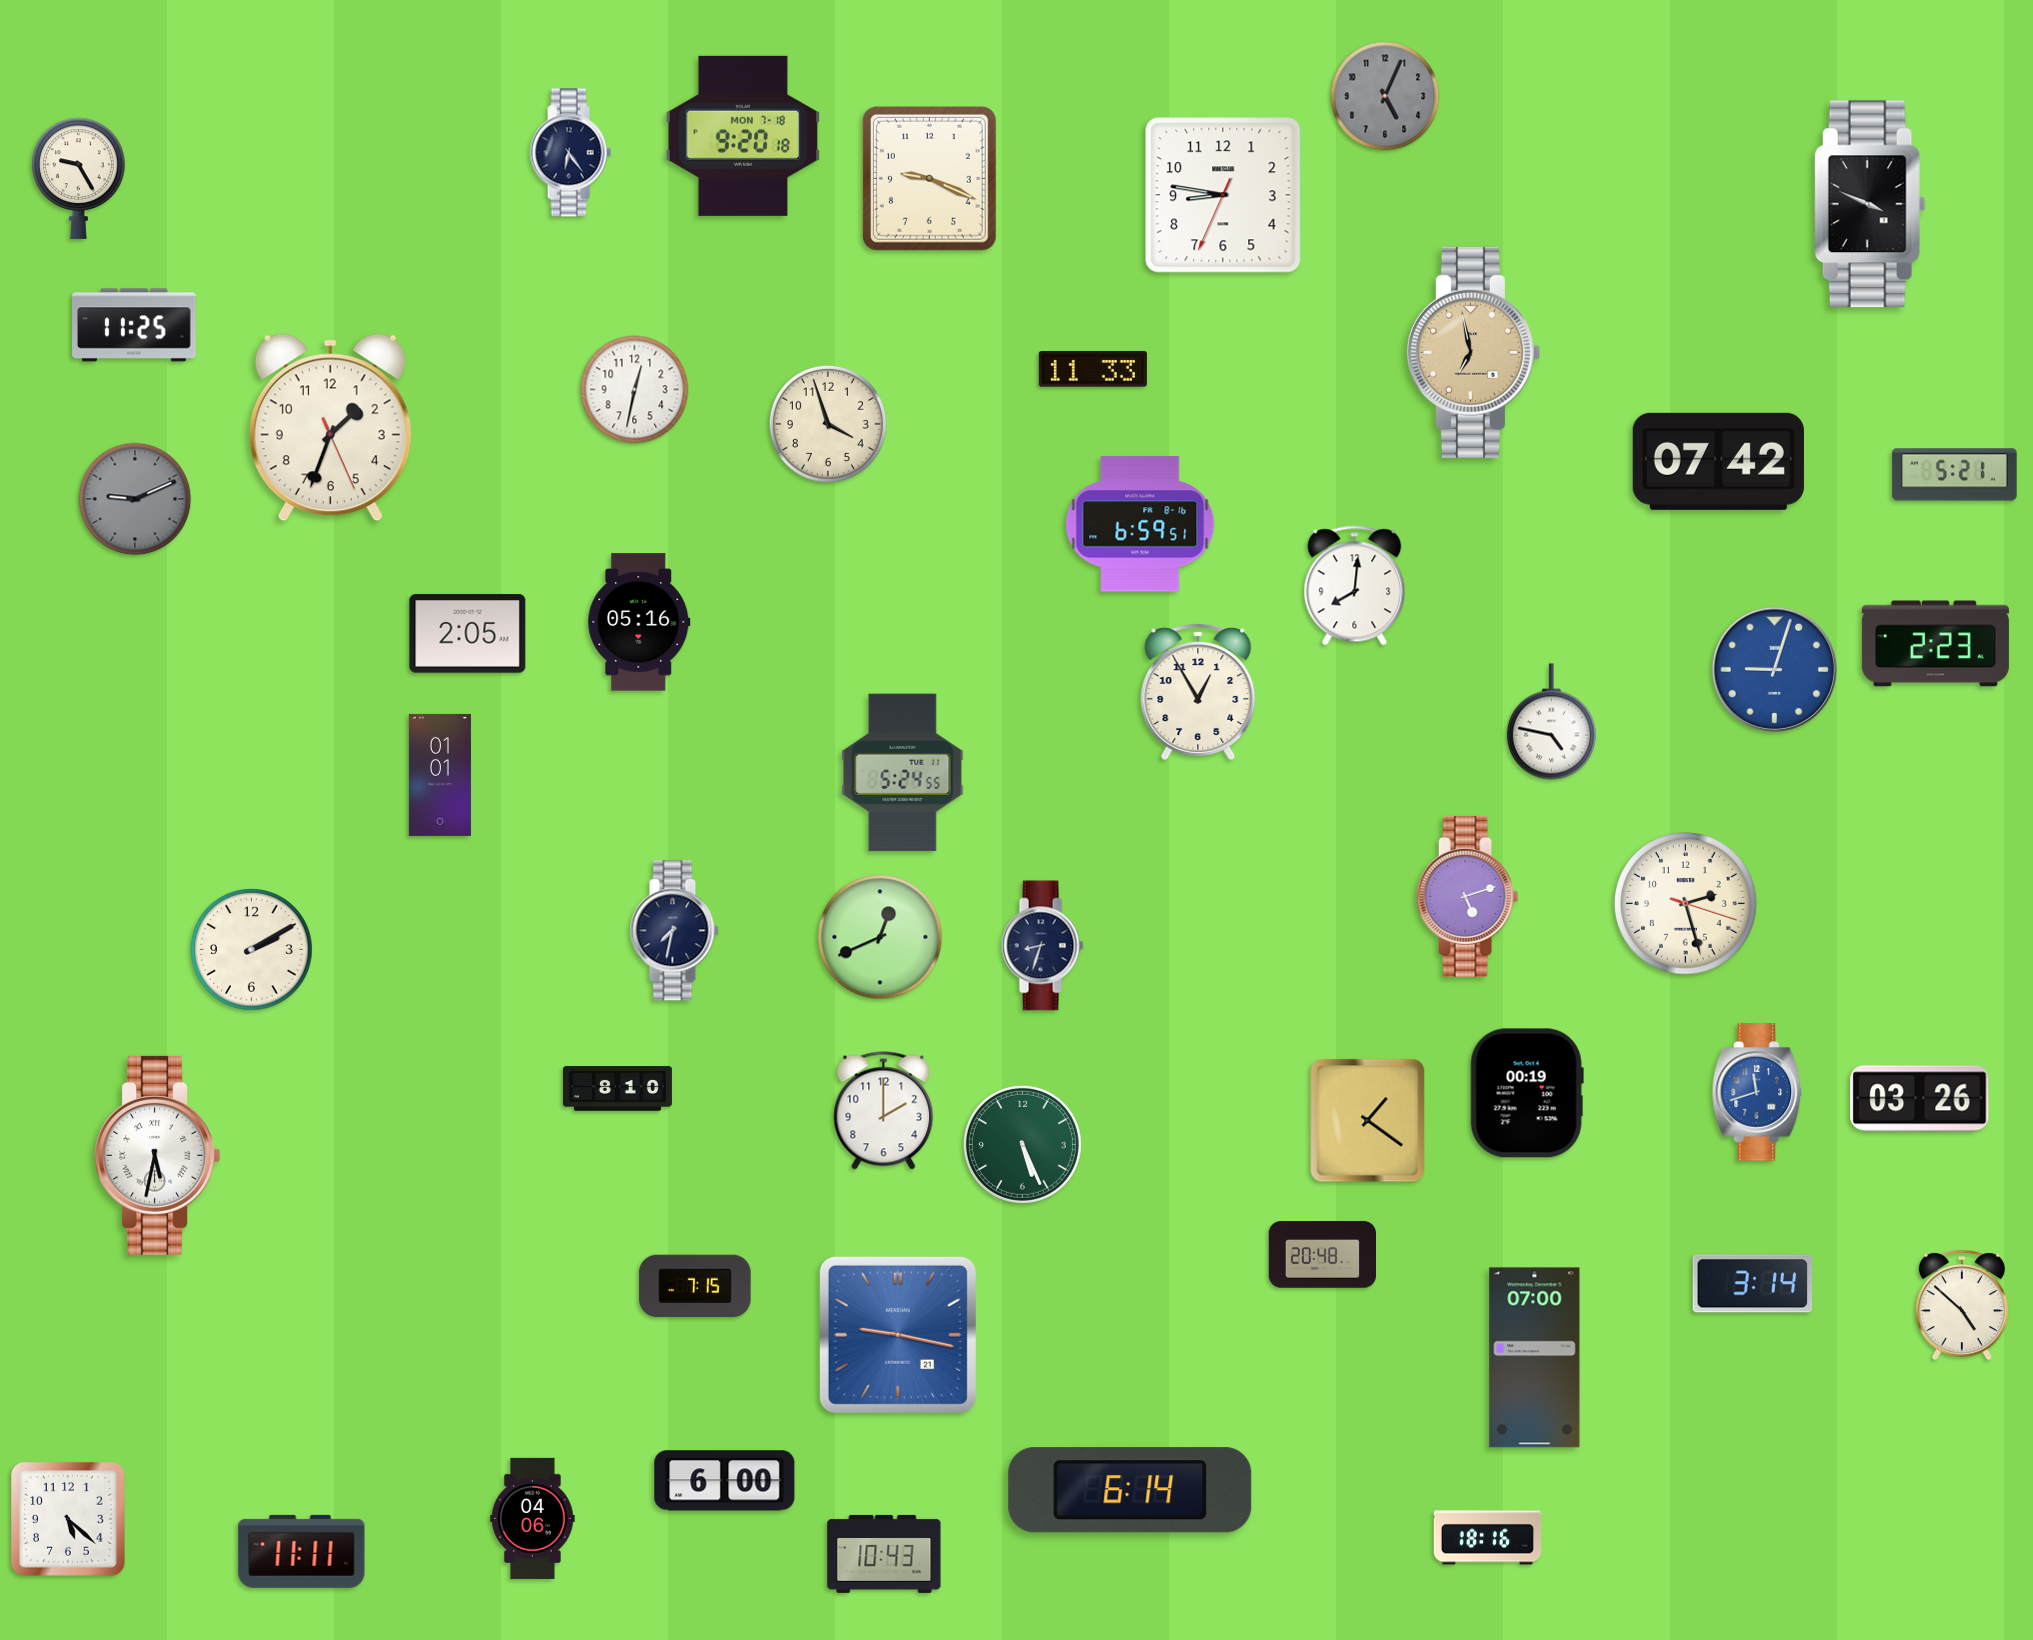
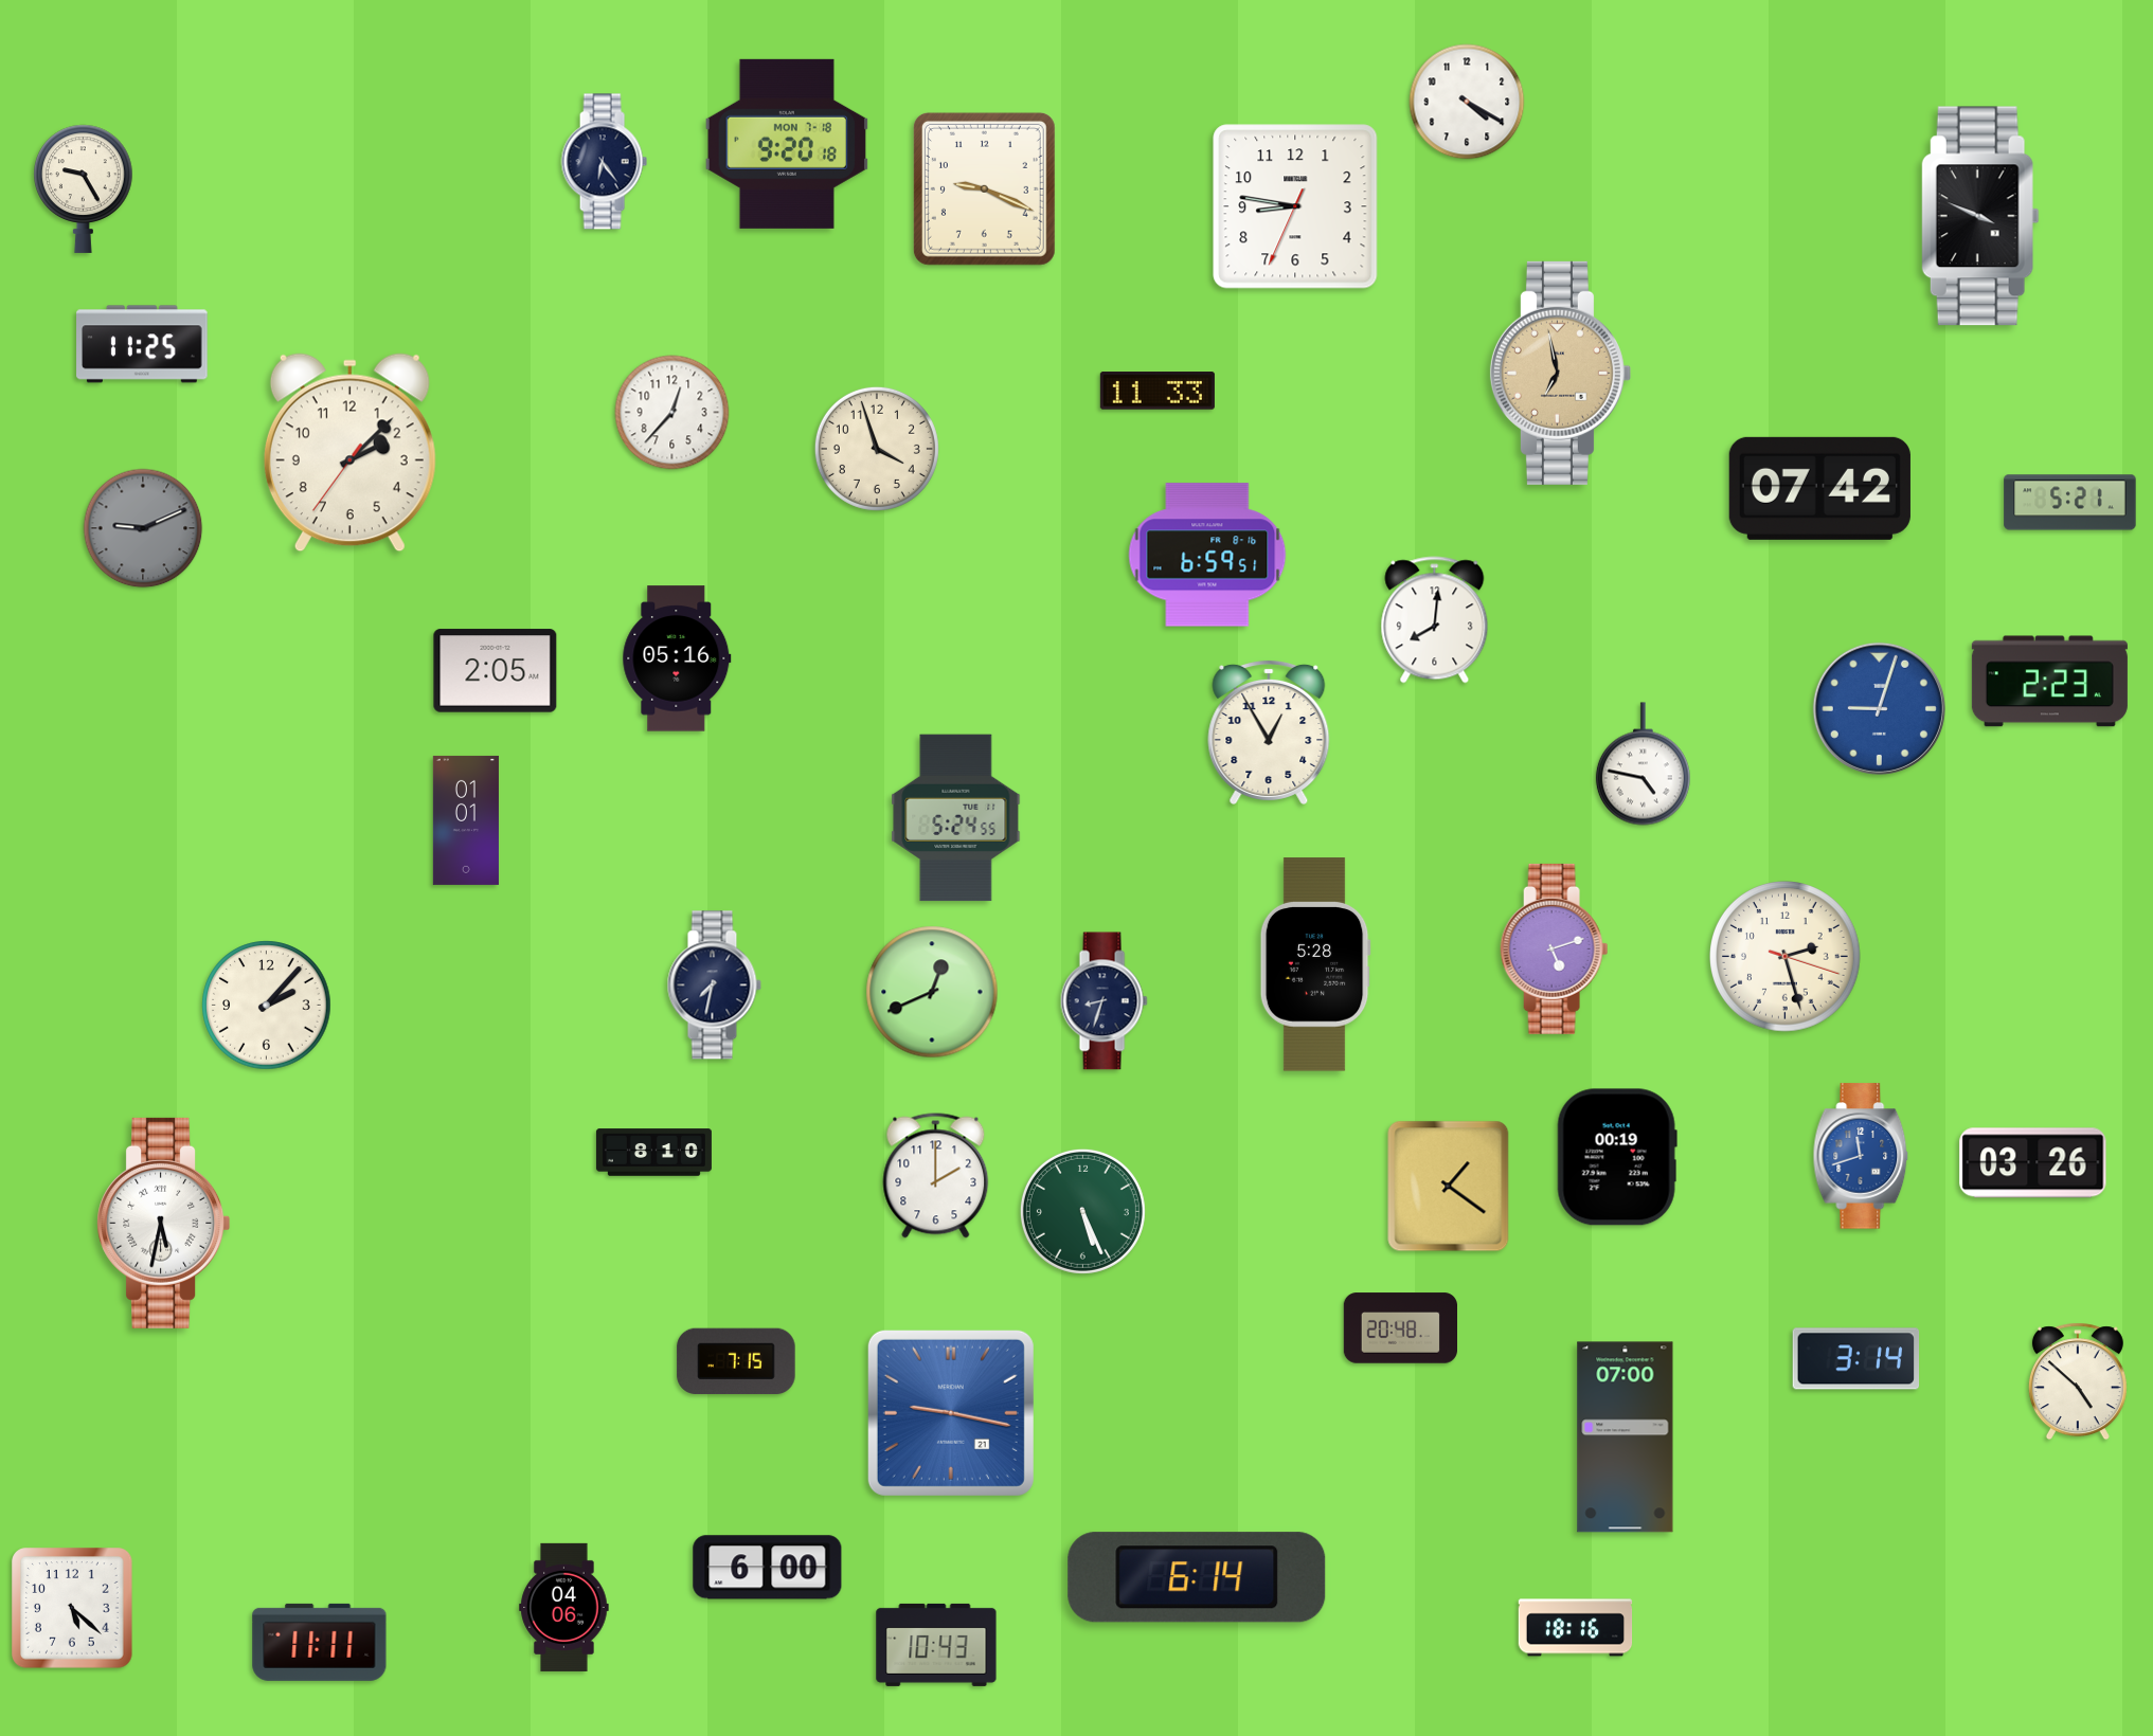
clock at (1385, 96): 5:04 -> 4:20
clock at (1385, 96) dial: grey -> white
clock at (635, 390): 12:32 -> 12:37
clock at (330, 428): 1:33 -> 2:07
clock at (1315, 964): none -> 5:28
clock at (252, 950): 2:10 -> 2:07
clock at (158, 1155) position: (158, 1155) -> (164, 1223)
